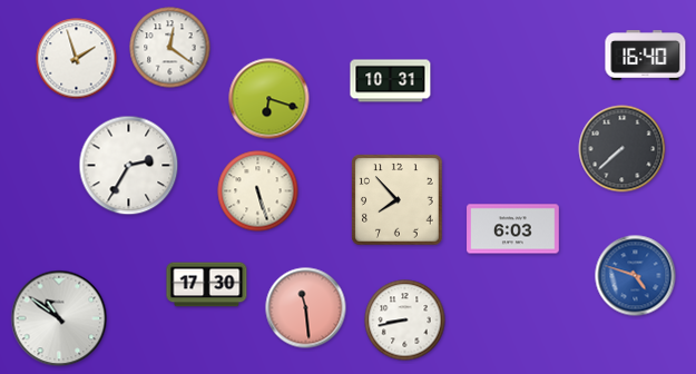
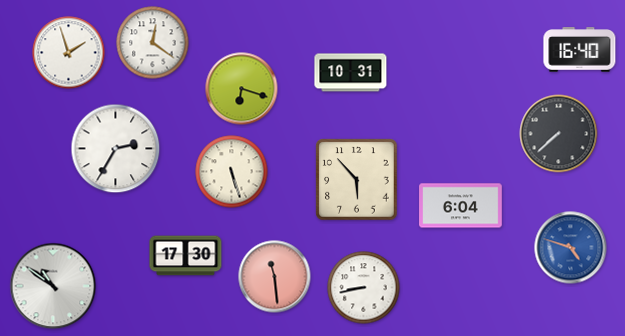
clock at (398, 200): 7:53 -> 5:53
clock at (513, 229): 6:03 -> 6:04
